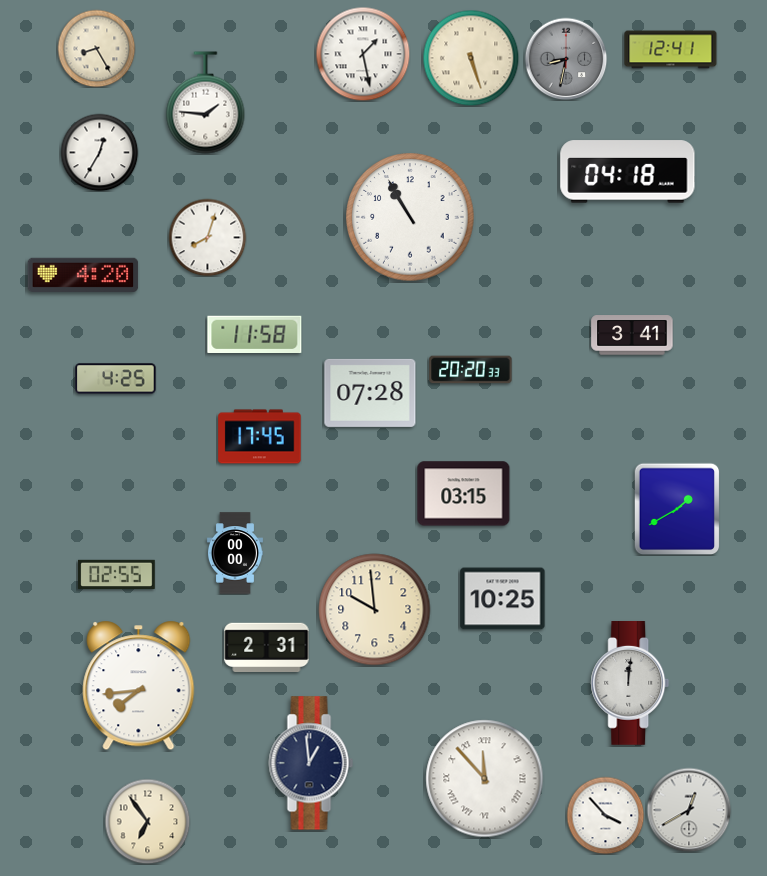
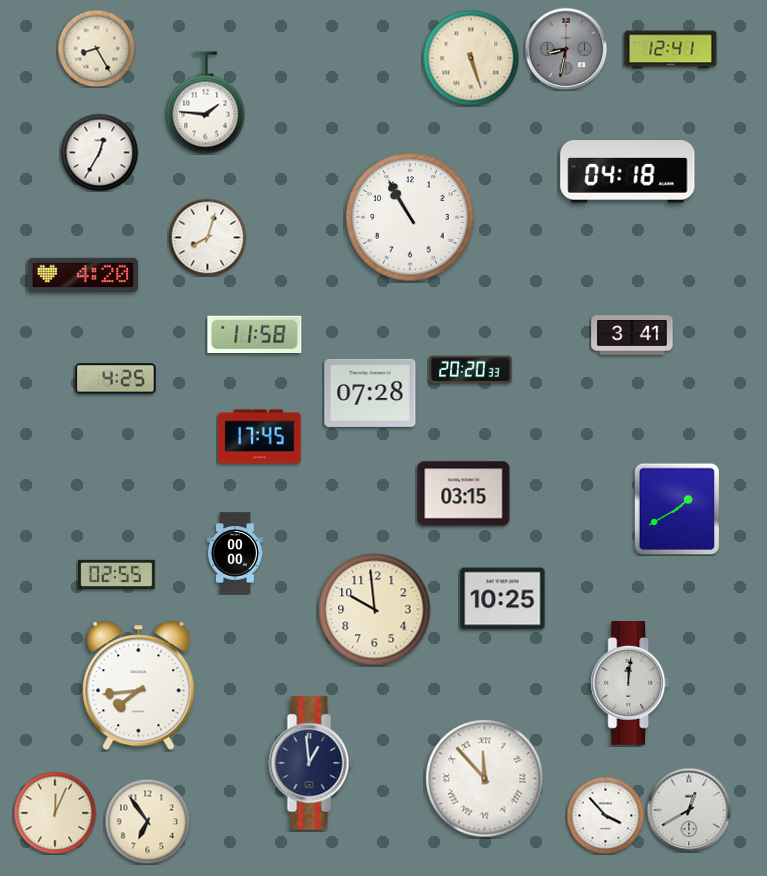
clock at (363, 54): 1:28 -> none
clock at (566, 59) position: (566, 59) -> (566, 49)
clock at (267, 648): 2:31 -> none
clock at (55, 813): none -> 12:04
